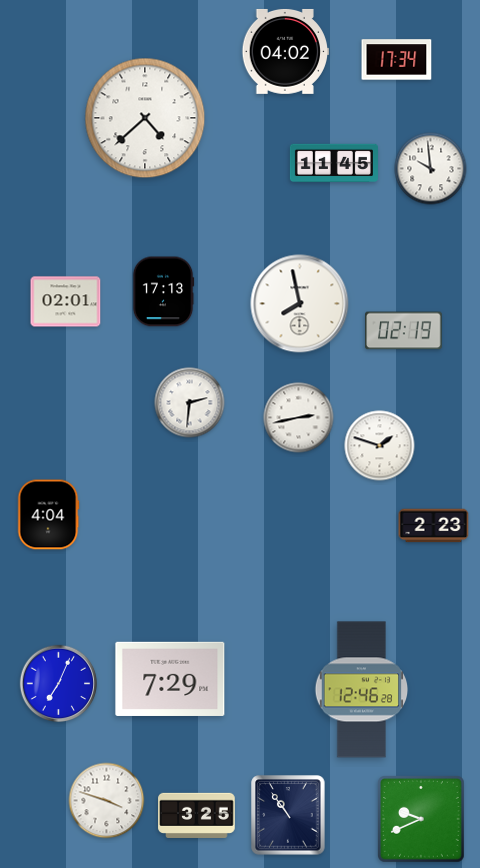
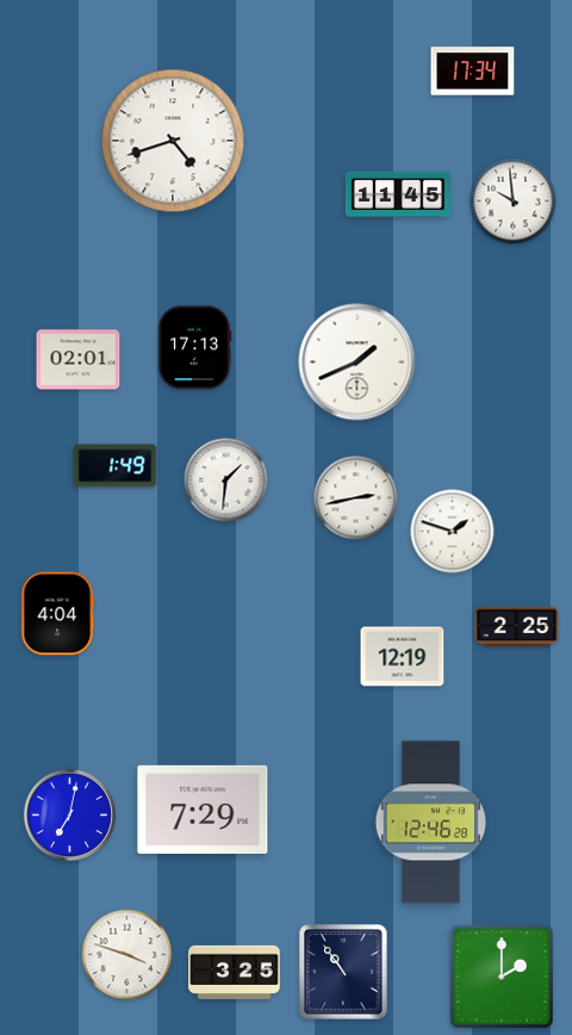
clock at (285, 51): 04:02 -> none
clock at (145, 118): 4:38 -> 4:42
clock at (300, 304): 7:58 -> 1:41
clock at (404, 331): 02:19 -> none
clock at (116, 466): none -> 1:49
clock at (190, 403): 2:31 -> 1:31
clock at (434, 526): 2:23 -> 2:25
clock at (403, 657): none -> 12:19
clock at (59, 684): 7:04 -> 7:02
clock at (422, 820): 9:41 -> 2:00
